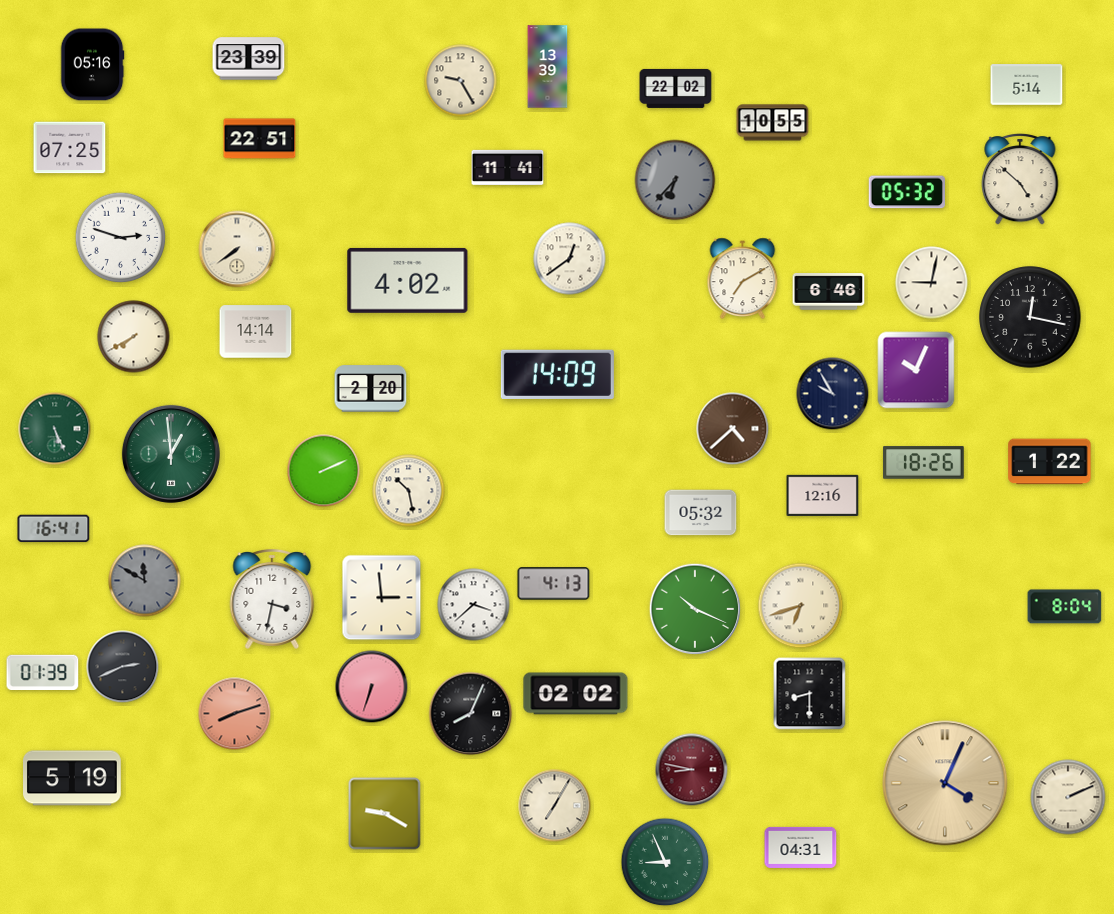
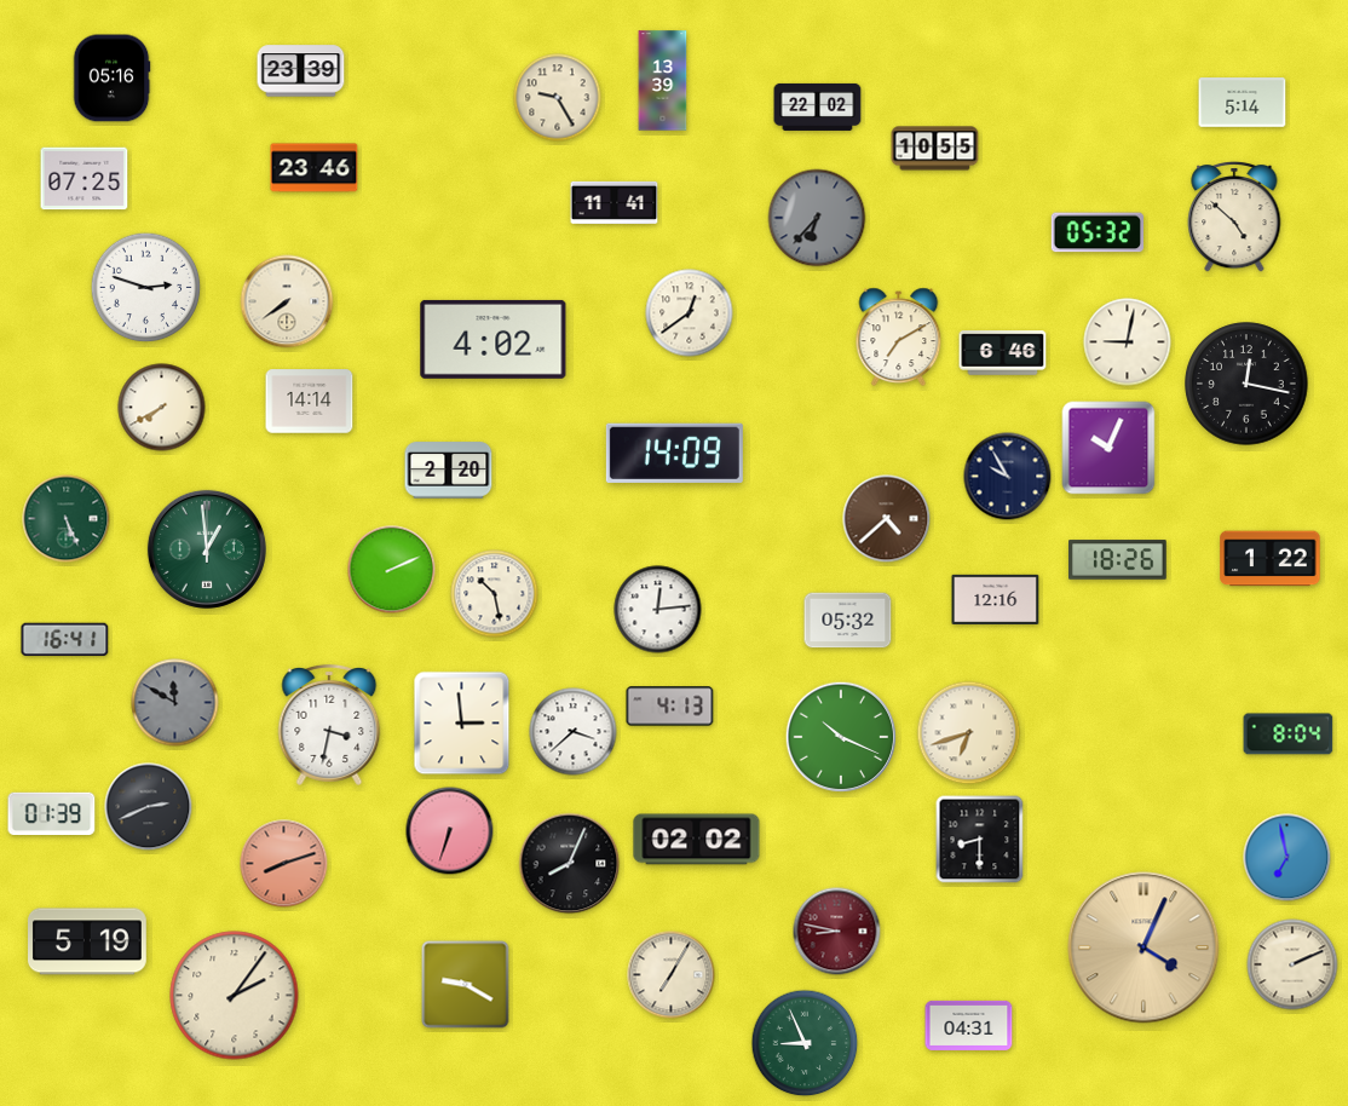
clock at (260, 139): 22:51 -> 23:46
clock at (658, 610): none -> 12:14
clock at (1287, 858): none -> 6:58
clock at (235, 996): none -> 2:06
